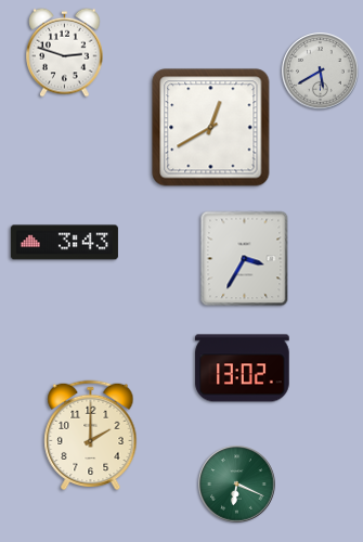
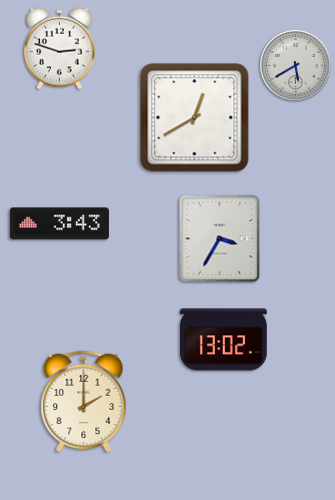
clock at (245, 259) position: (245, 259) -> (220, 239)
clock at (237, 485): 6:19 -> none
